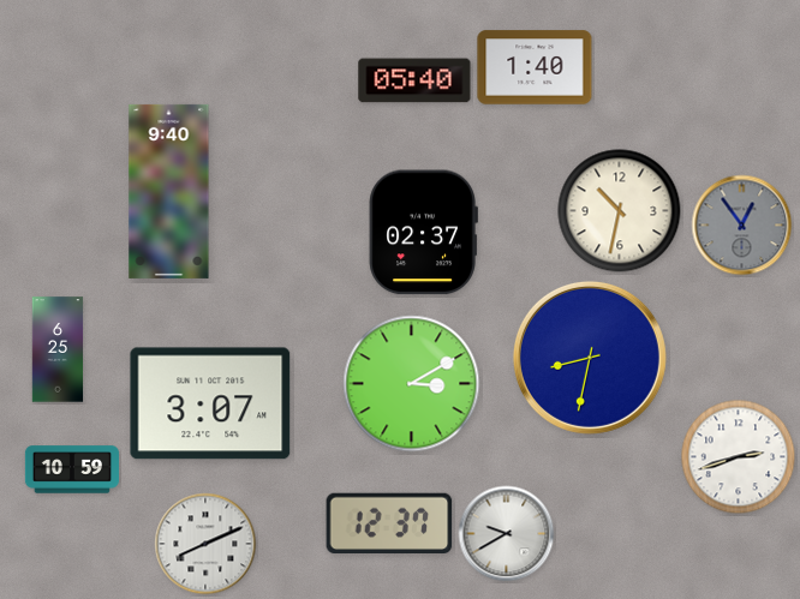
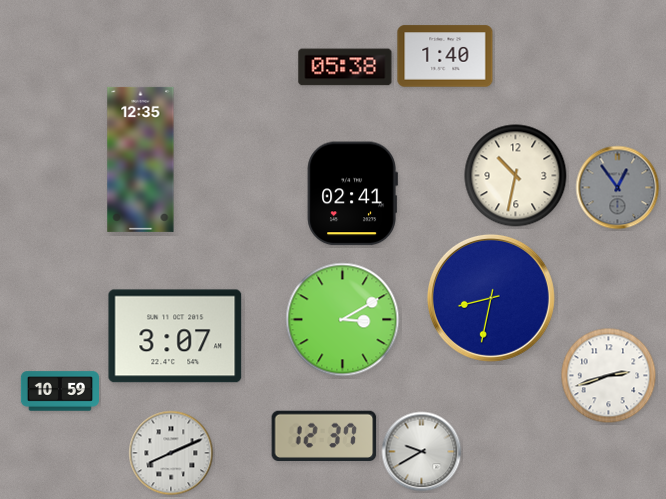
clock at (414, 80): 05:40 -> 05:38
clock at (169, 191): 9:40 -> 12:35
clock at (423, 233): 02:37 -> 02:41
clock at (58, 349): 6:25 -> none
clock at (739, 457) position: (739, 457) -> (609, 376)
clock at (507, 534) position: (507, 534) -> (422, 452)
